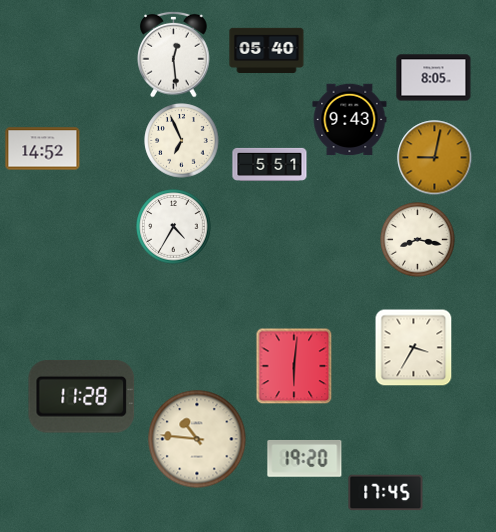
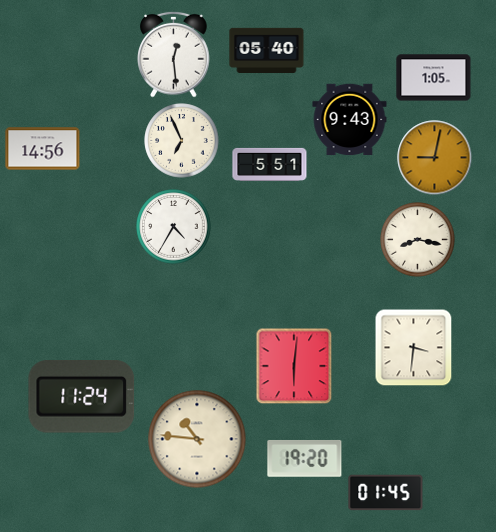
clock at (434, 78): 8:05 -> 1:05
clock at (43, 149): 14:52 -> 14:56
clock at (414, 348): 3:35 -> 3:31
clock at (82, 397): 11:28 -> 11:24
clock at (386, 493): 17:45 -> 01:45
